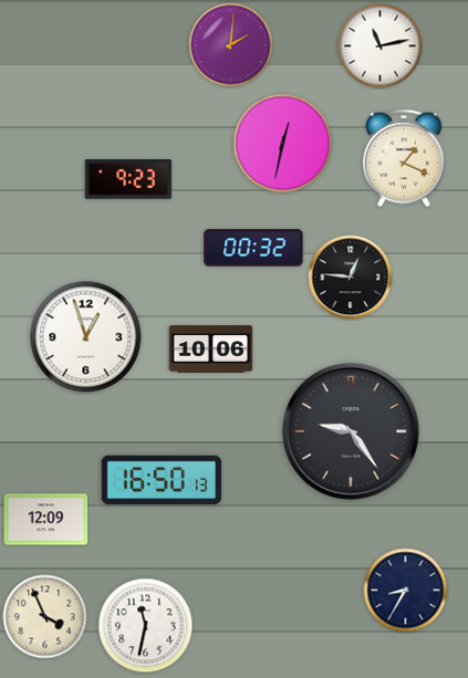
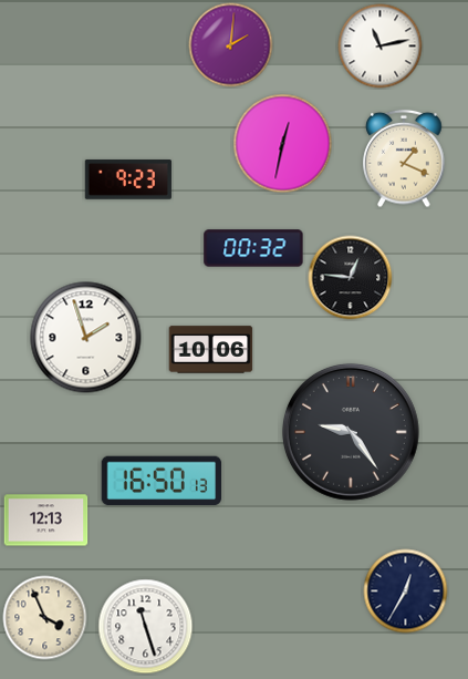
clock at (86, 337): 12:57 -> 1:57
clock at (46, 520): 12:09 -> 12:13
clock at (406, 591): 8:35 -> 12:35
clock at (146, 626): 11:32 -> 11:27
